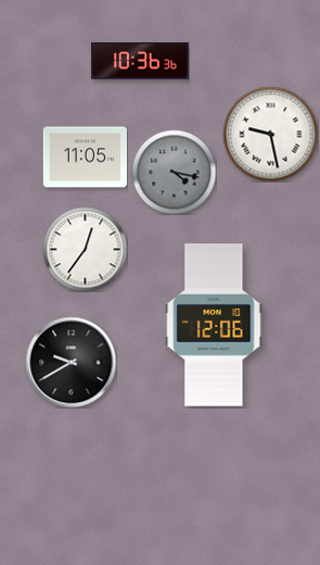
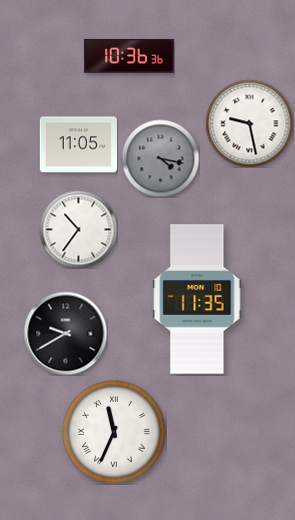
clock at (85, 249): 12:36 -> 10:36
clock at (214, 325): 12:06 -> 11:35
clock at (114, 432): none -> 11:34
